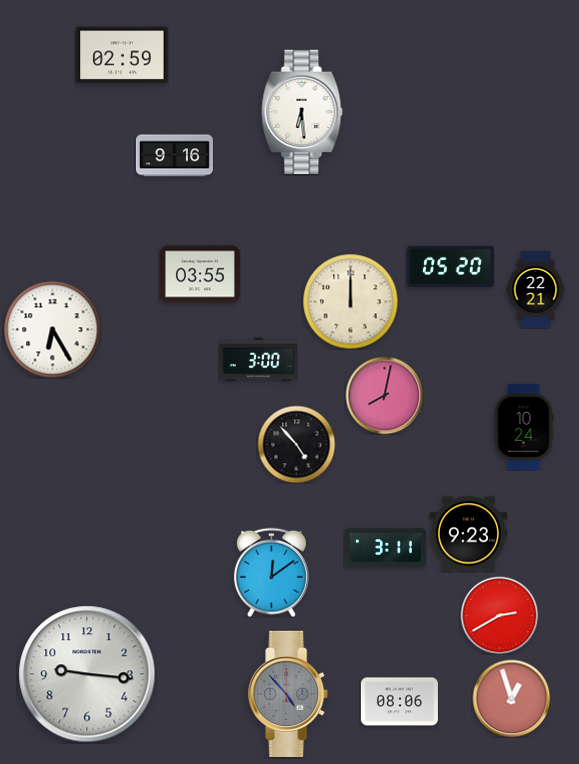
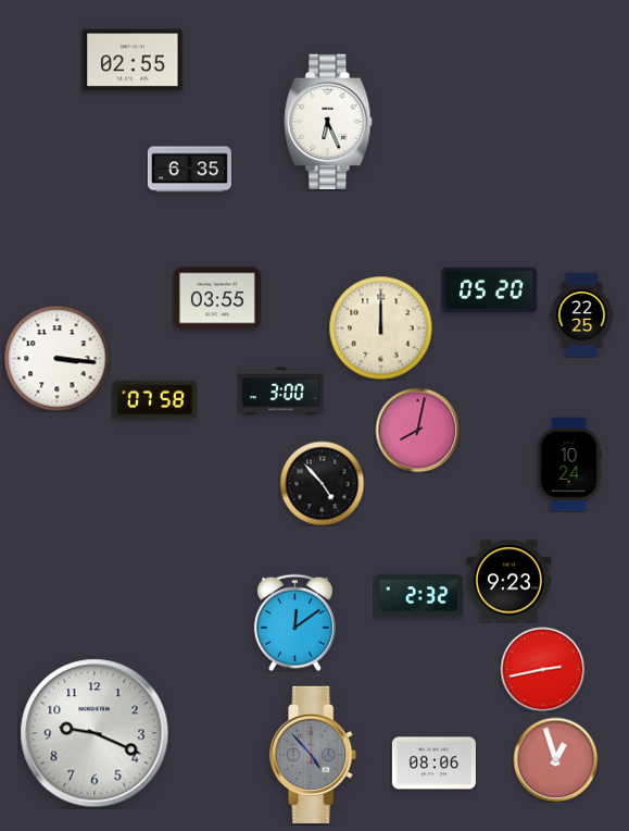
clock at (122, 55): 02:59 -> 02:55
clock at (302, 111): 6:29 -> 6:26
clock at (174, 156): 9:16 -> 6:35
clock at (536, 289): 22:21 -> 22:25
clock at (52, 329): 6:25 -> 3:16
clock at (154, 400): none -> 07:58
clock at (385, 548): 3:11 -> 2:32
clock at (499, 615): 2:40 -> 2:43
clock at (87, 674): 9:16 -> 9:19
